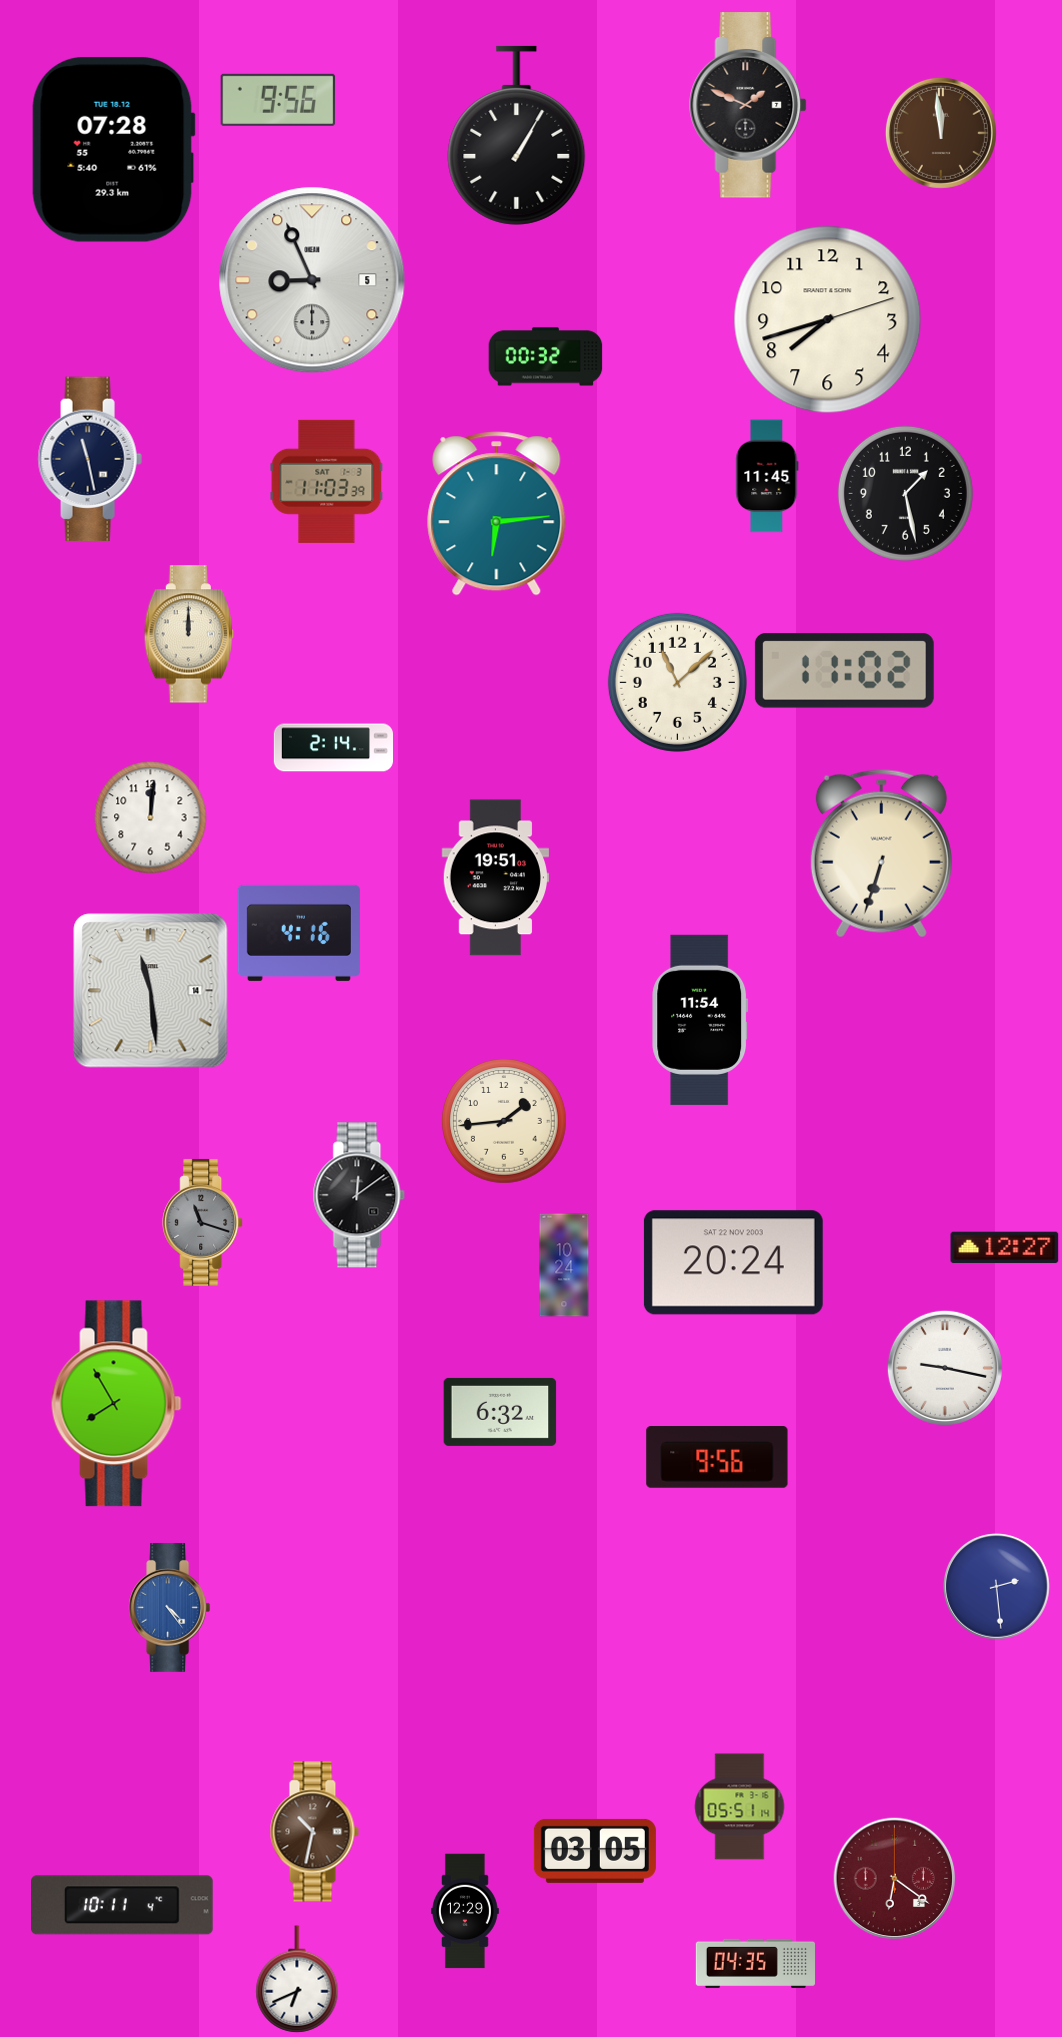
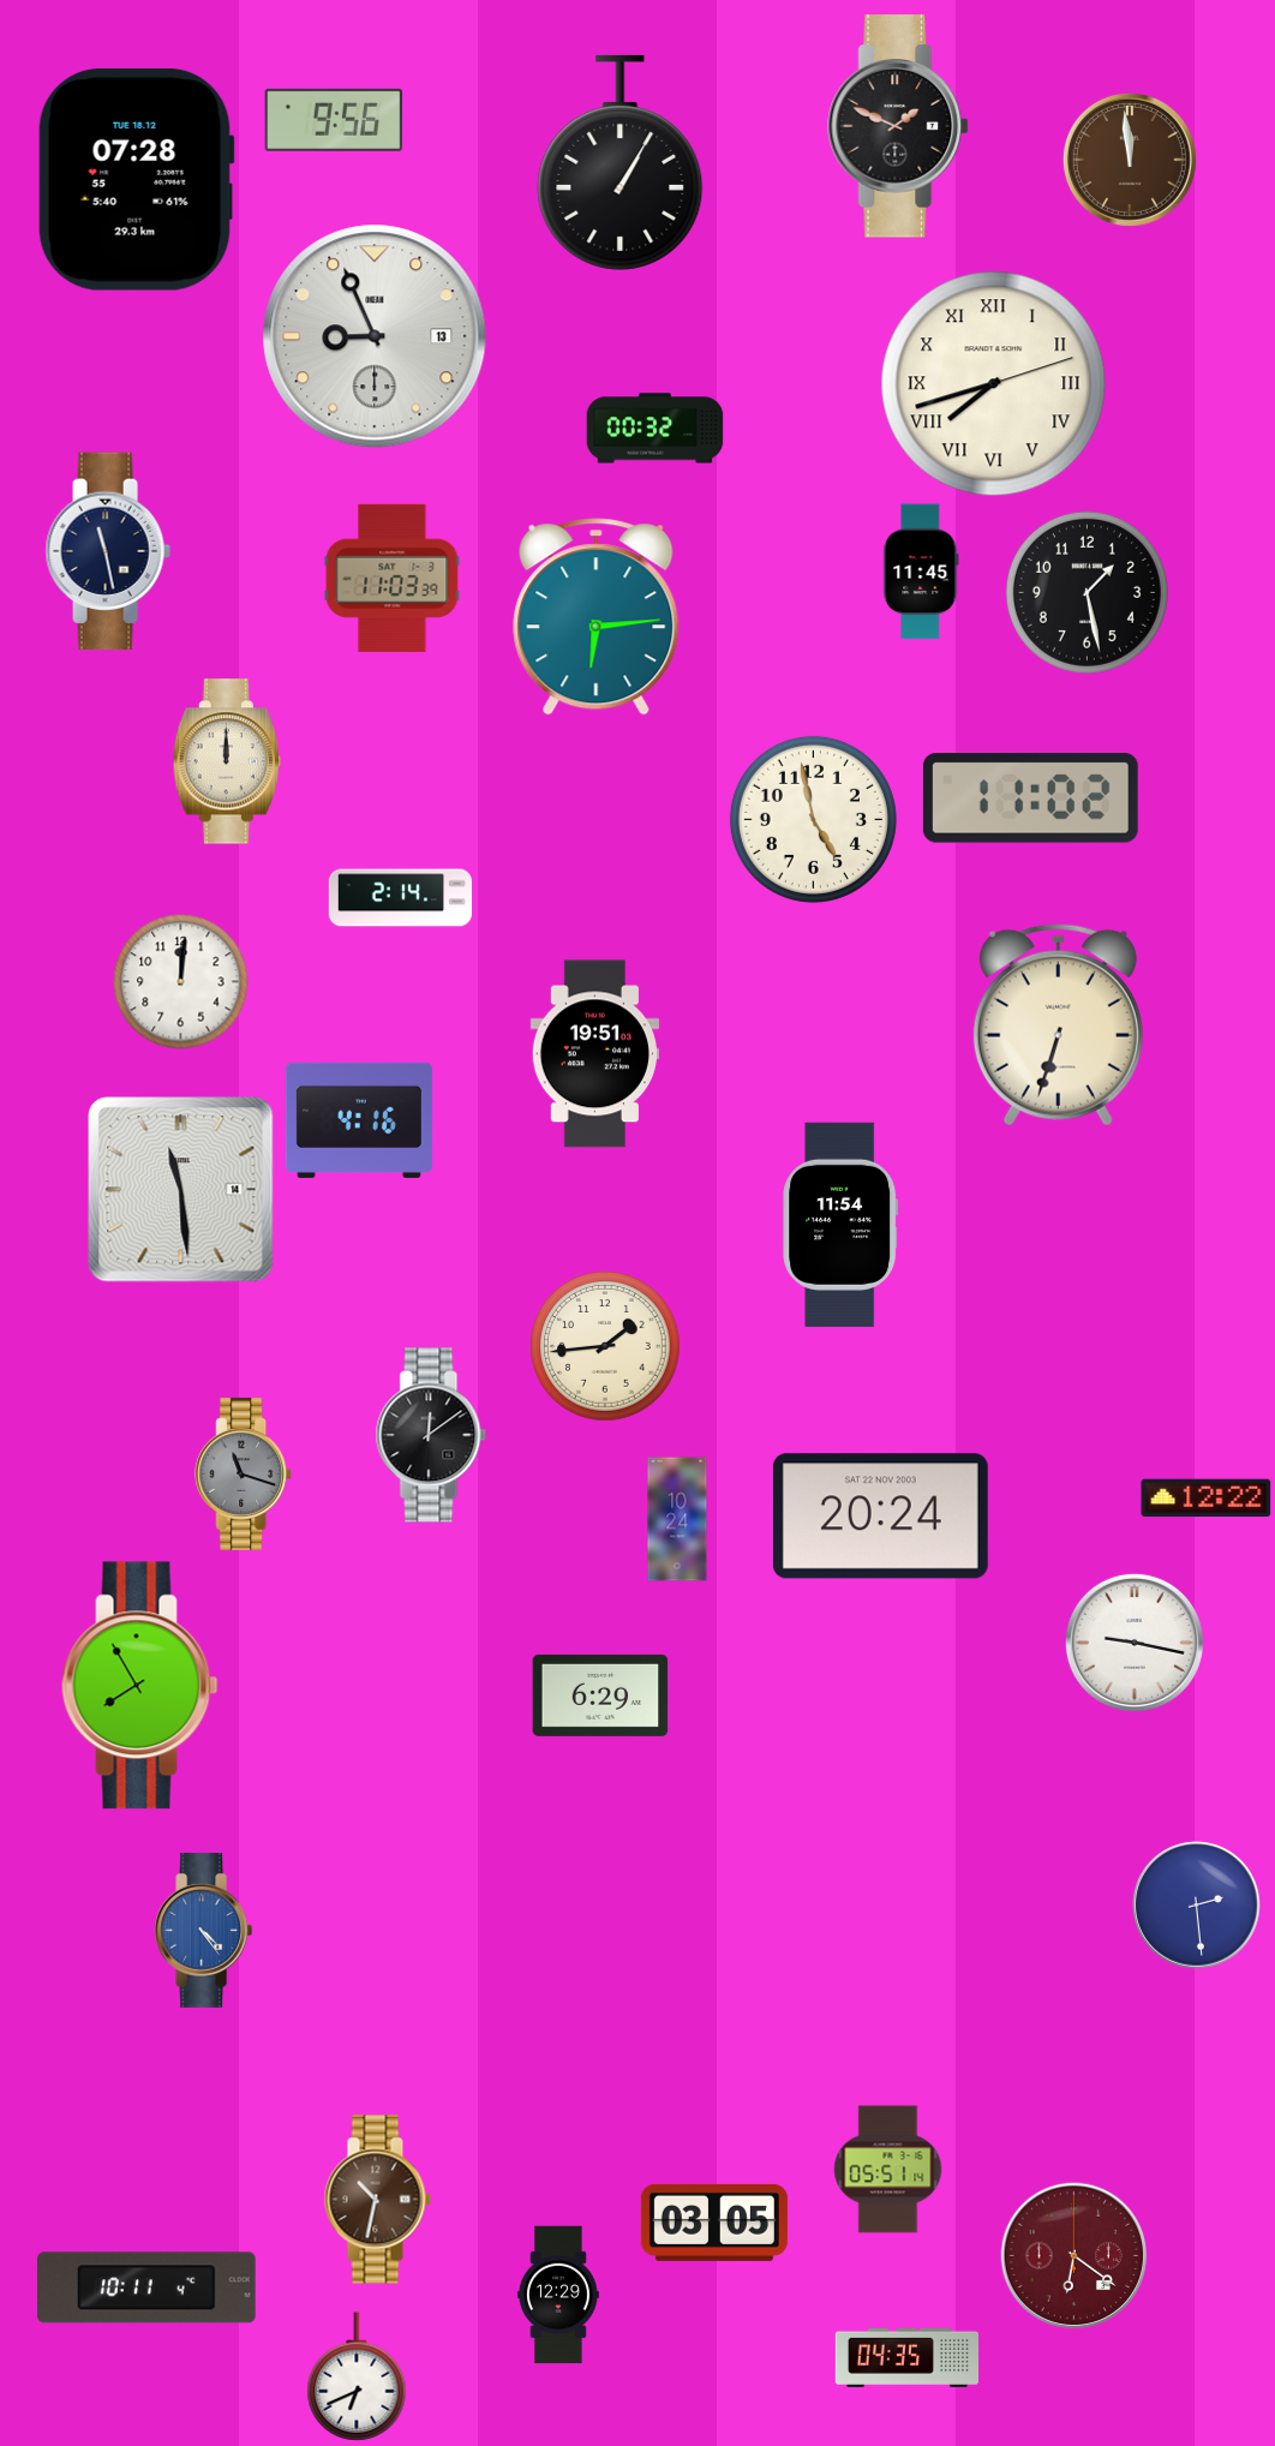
clock at (312, 280) date: 5 -> 13
clock at (828, 320) numerals: Arabic -> Roman
clock at (844, 671) position: (844, 671) -> (1030, 799)
clock at (677, 682): 11:08 -> 4:58
clock at (203, 1222) position: (203, 1222) -> (244, 1473)
clock at (1005, 1248): 12:27 -> 12:22
clock at (500, 1412): 6:32 -> 6:29
clock at (717, 1457): 9:56 -> none
